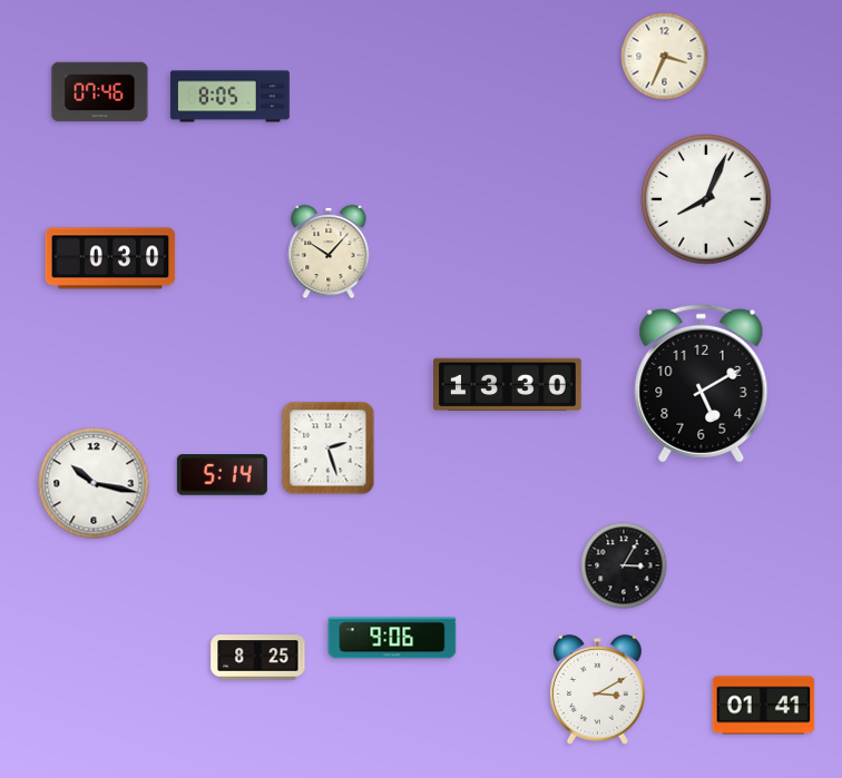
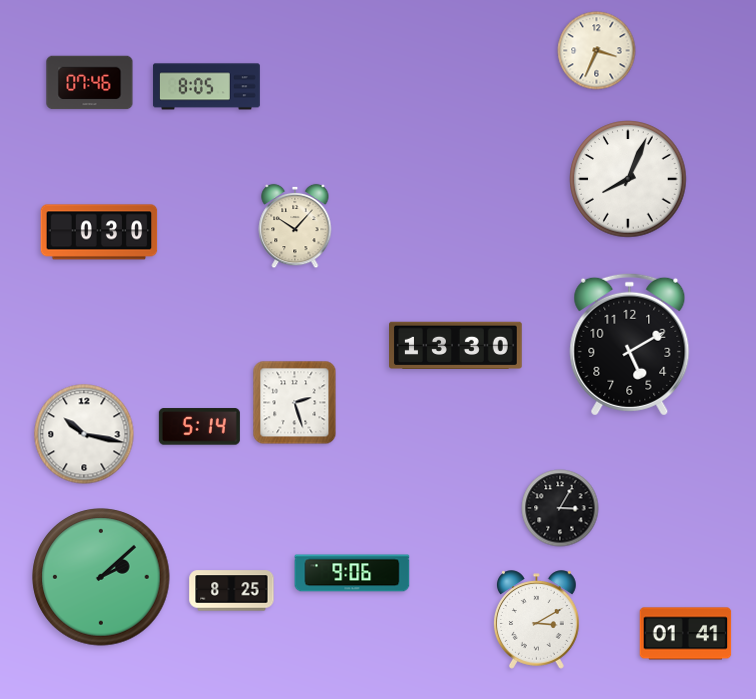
clock at (706, 199) position: (706, 199) -> (628, 179)
clock at (101, 577): none -> 2:08
